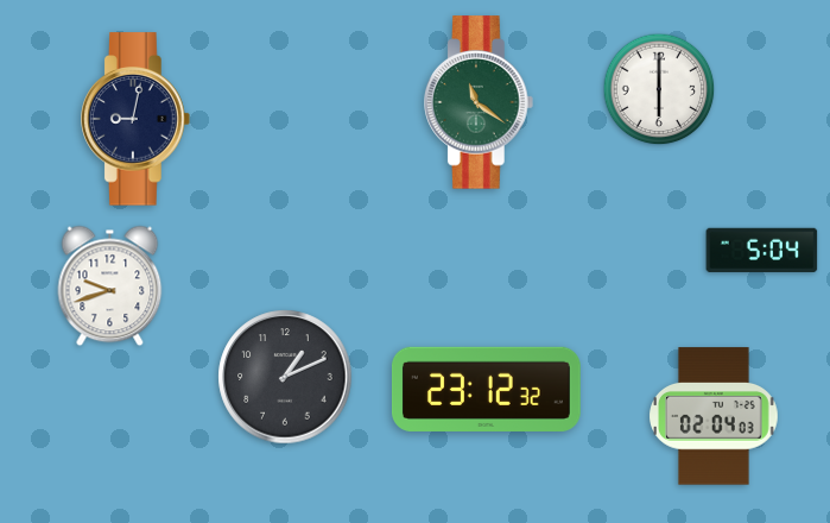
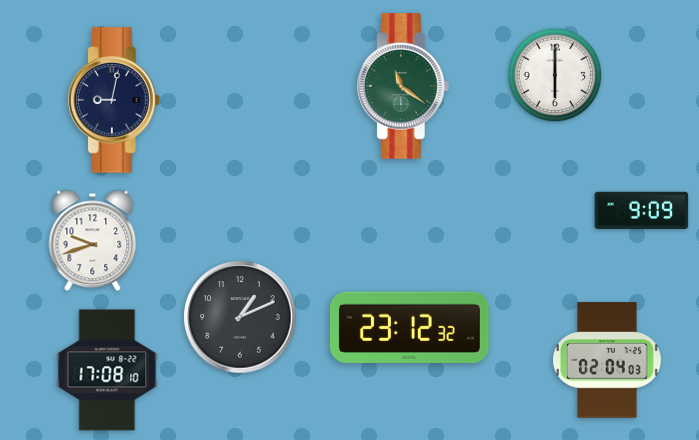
clock at (762, 250): 5:04 -> 9:09
clock at (715, 416) position: (715, 416) -> (608, 360)
clock at (107, 370): none -> 17:08
